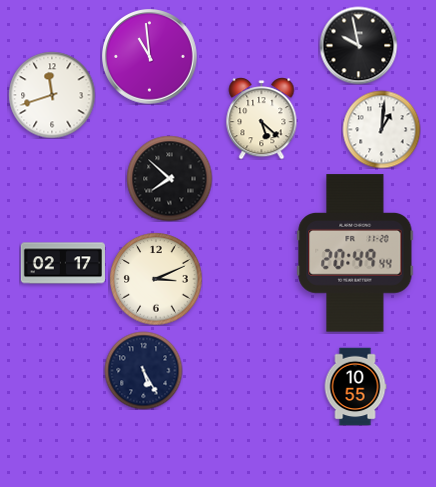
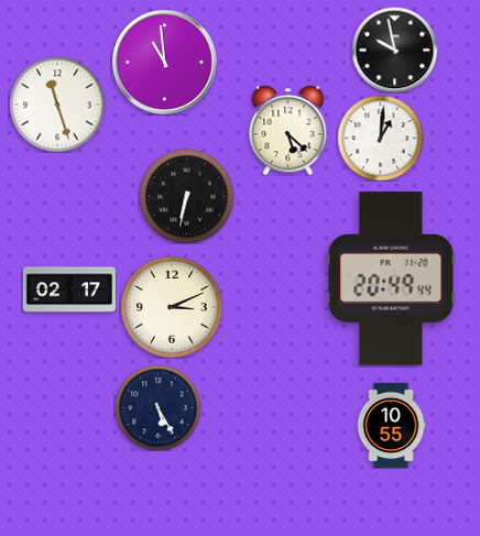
clock at (52, 95): 11:42 -> 11:27
clock at (381, 129) position: (381, 129) -> (380, 138)
clock at (169, 178): 7:52 -> 6:32
